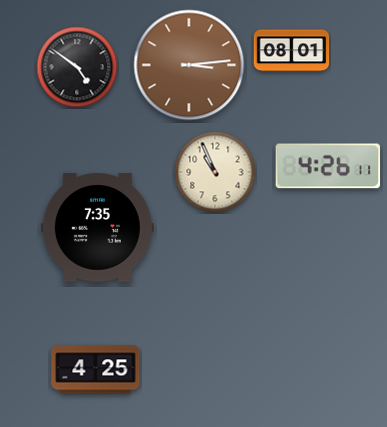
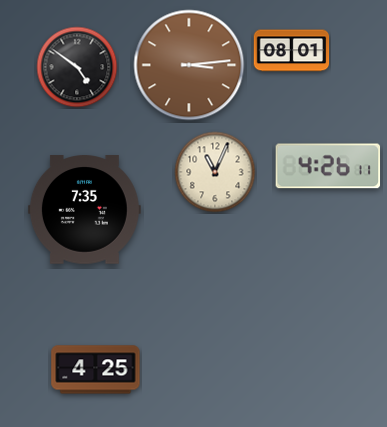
clock at (215, 172): 10:56 -> 11:04
clock at (97, 228) position: (97, 228) -> (84, 210)
